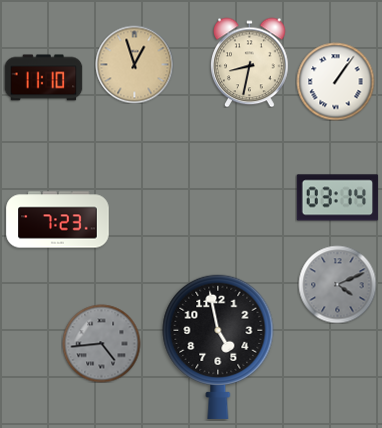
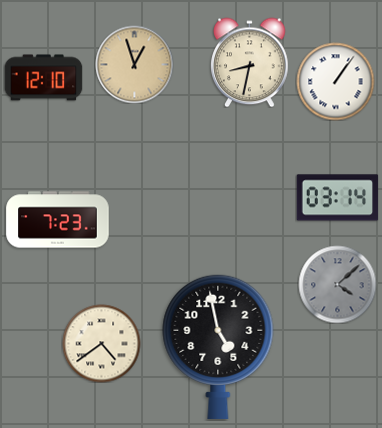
clock at (43, 78): 11:10 -> 12:10
clock at (337, 284): 4:11 -> 4:08
clock at (101, 343): 4:44 -> 4:39
clock at (101, 343) dial: grey -> cream
